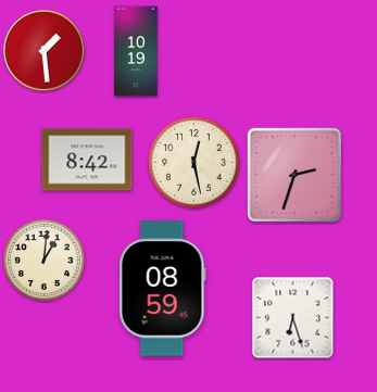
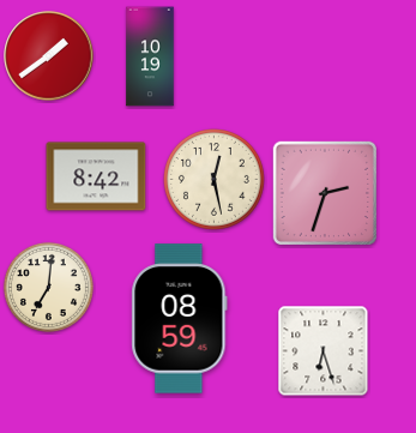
clock at (45, 51): 1:29 -> 1:39
clock at (43, 260): 1:01 -> 7:01
